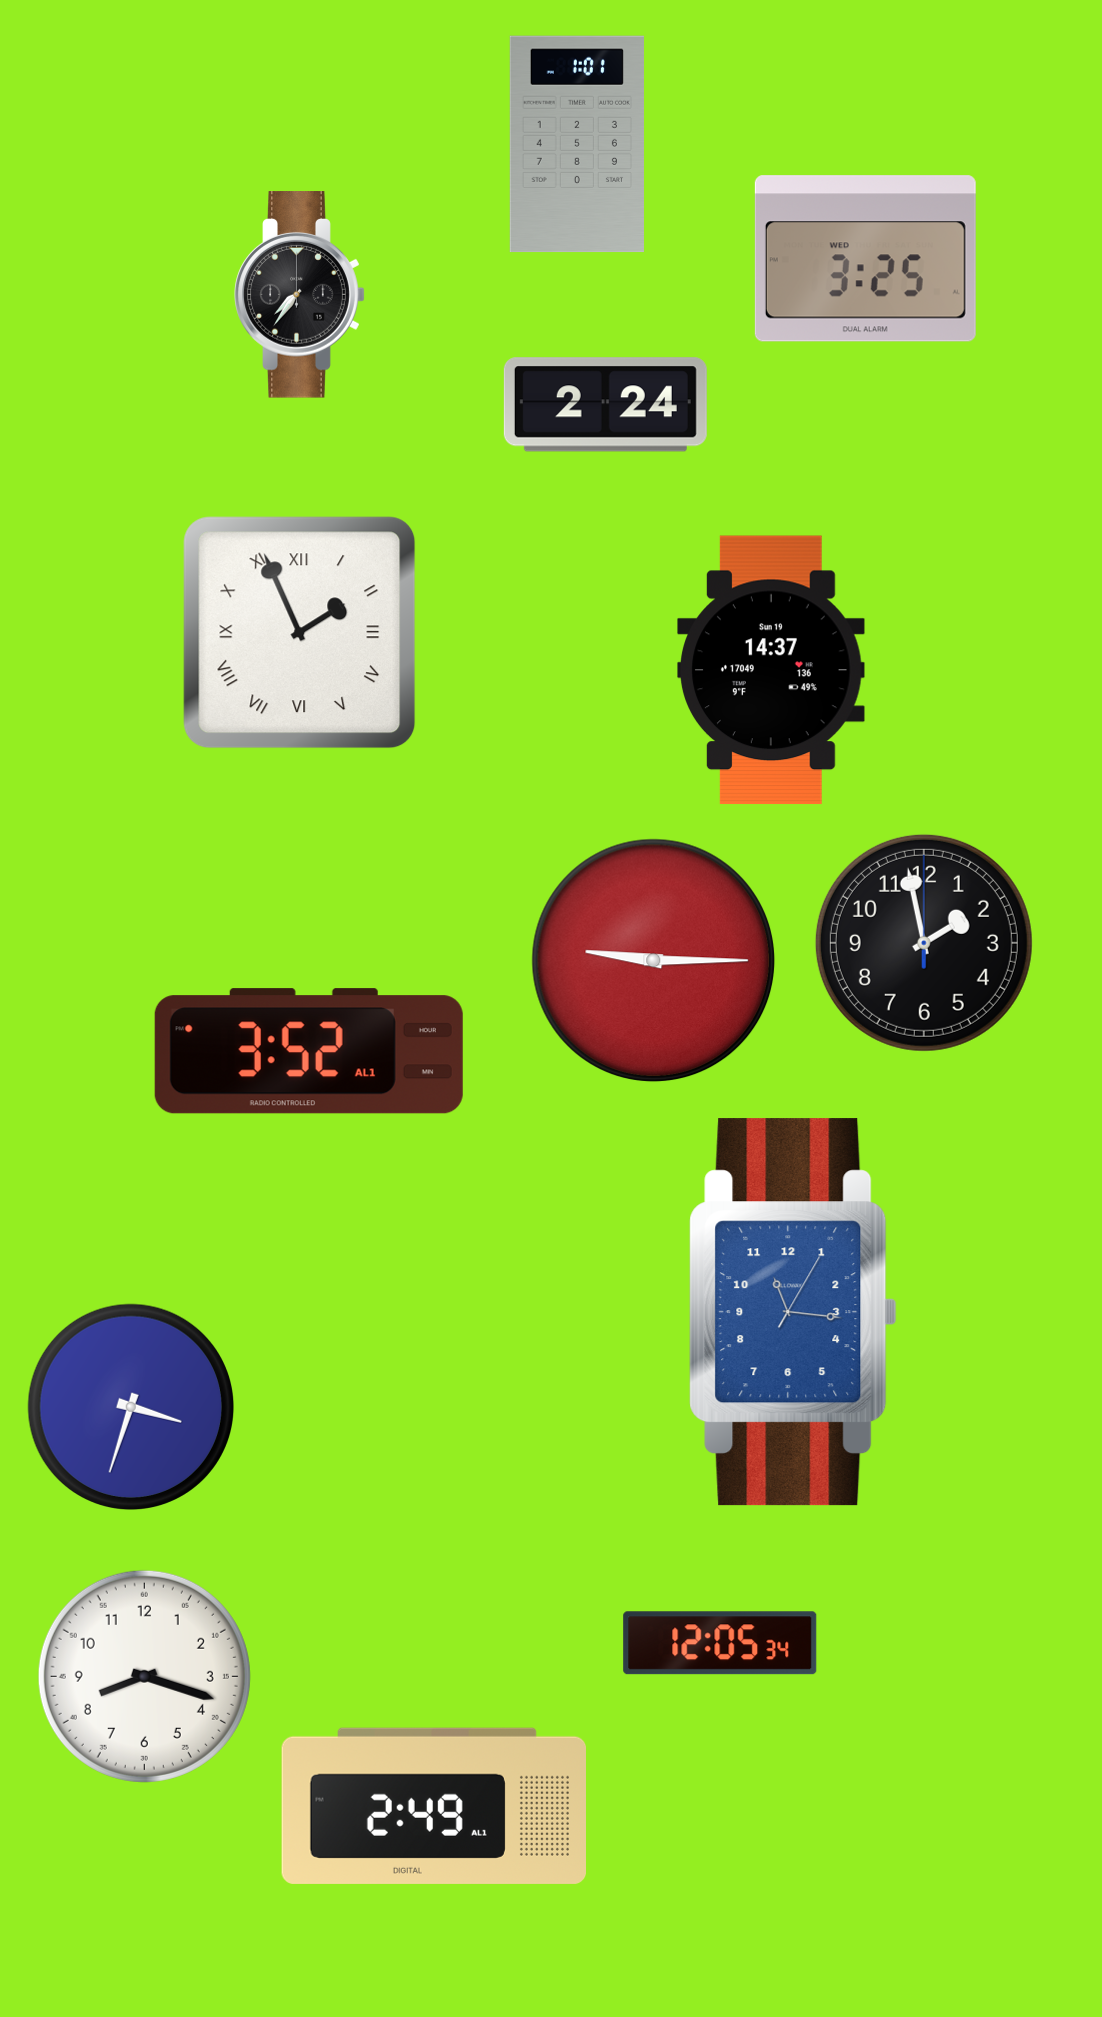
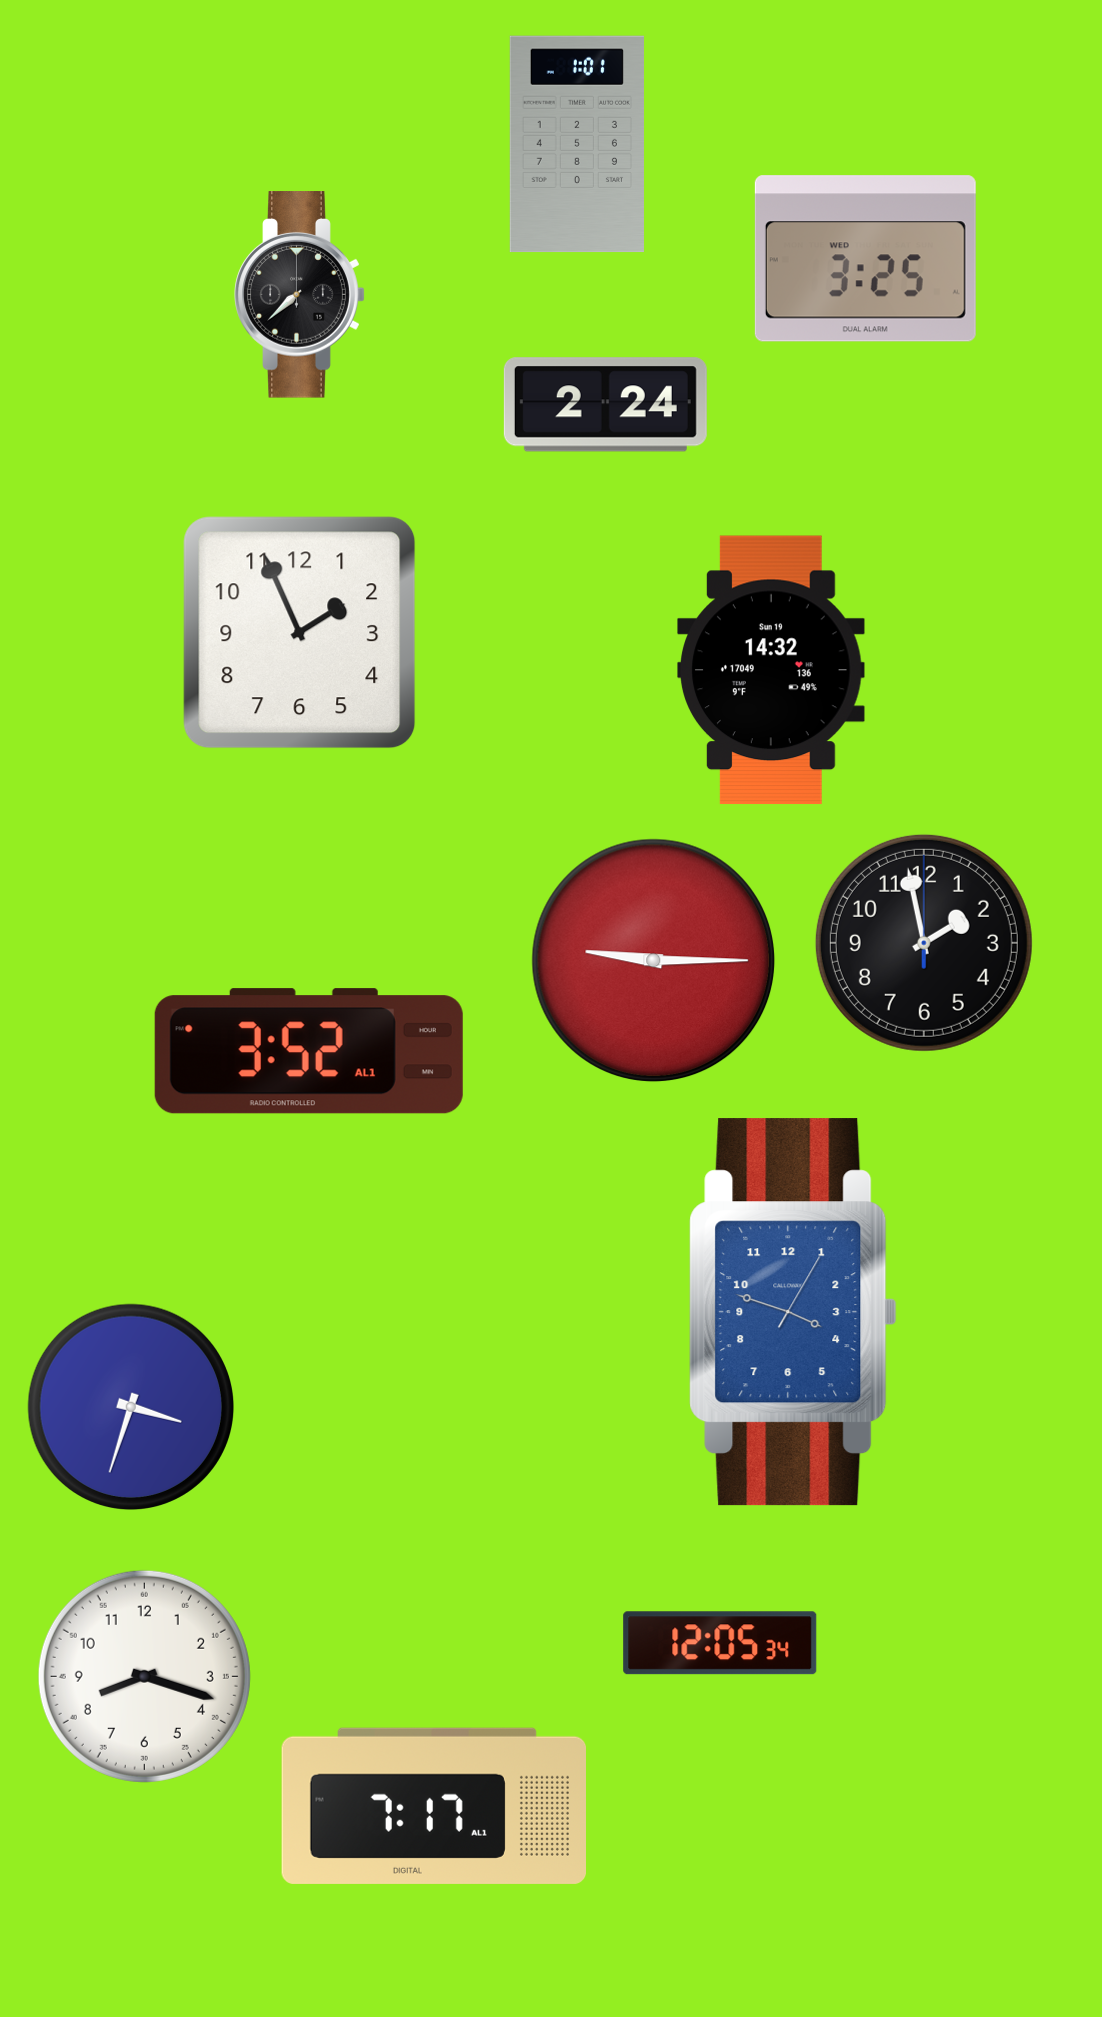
clock at (300, 295): 7:36 -> 7:38
clock at (300, 633) numerals: Roman -> Arabic
clock at (771, 670): 14:37 -> 14:32
clock at (793, 1312): 11:16 -> 3:48
clock at (433, 1806): 2:49 -> 7:17
